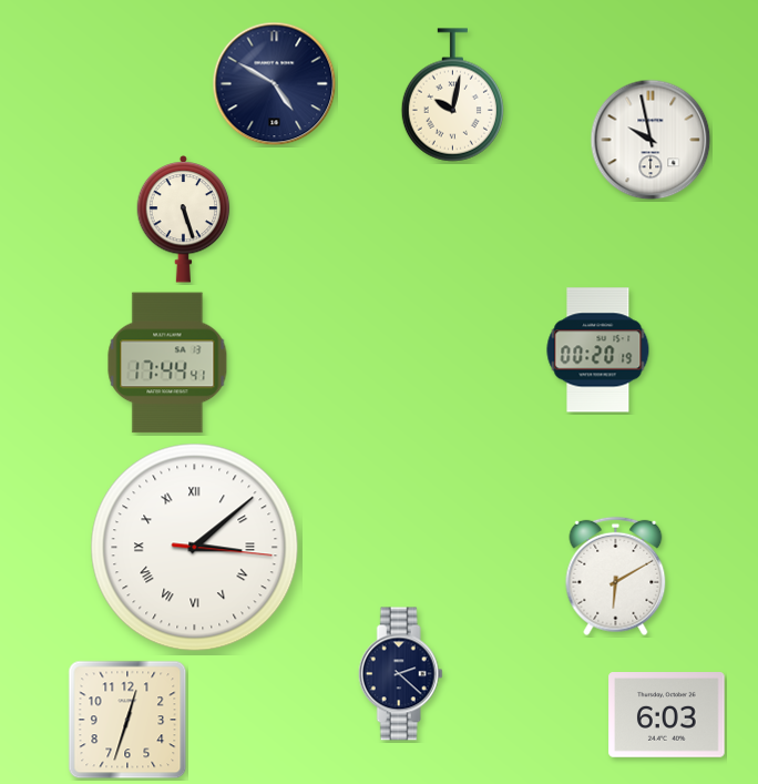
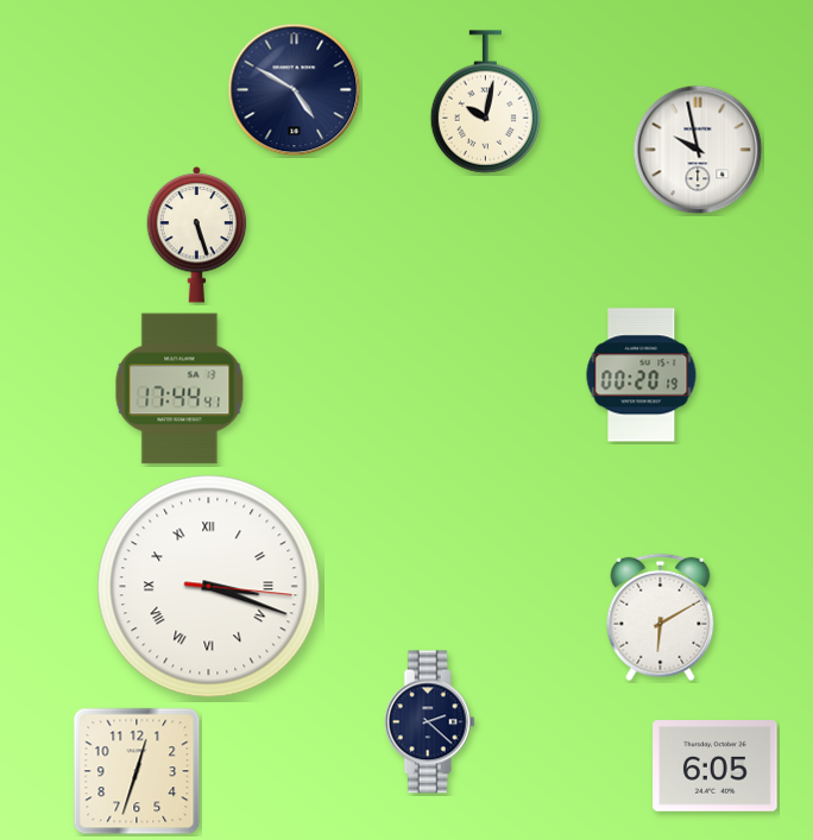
clock at (195, 548): 3:08 -> 3:18
clock at (667, 715): 6:03 -> 6:05
